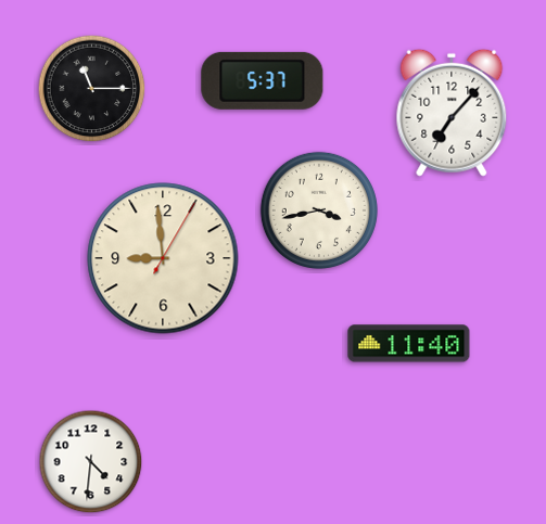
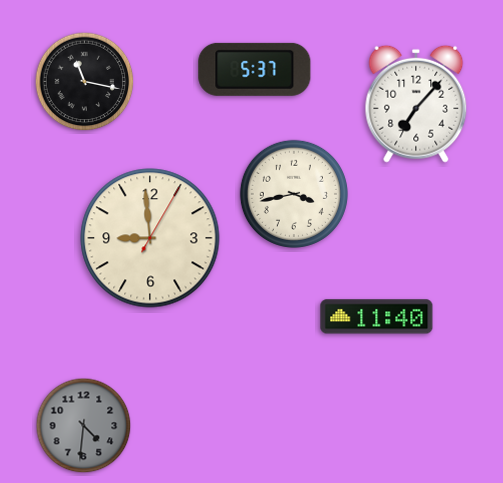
clock at (263, 80) position: (263, 80) -> (255, 69)
clock at (92, 89): 11:15 -> 11:17
clock at (91, 462) dial: white -> grey
